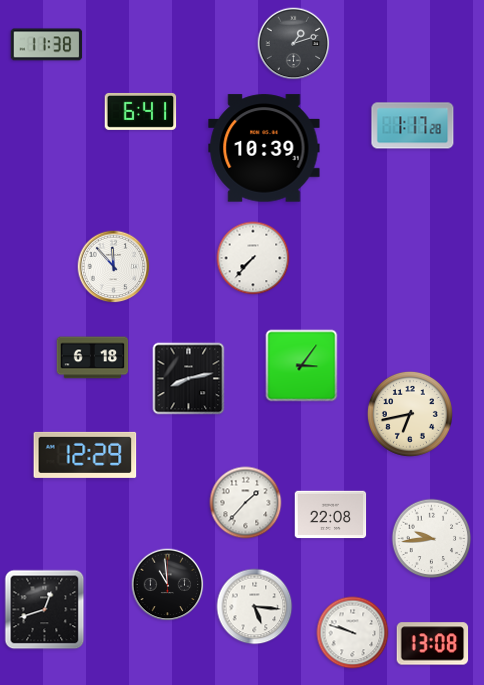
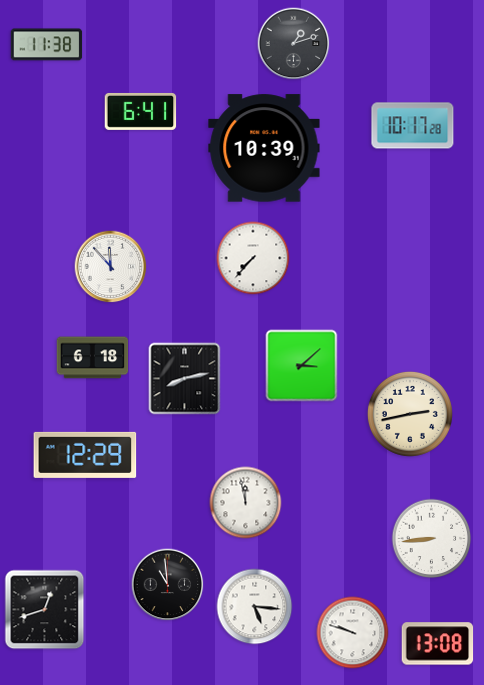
clock at (413, 126): 1:17 -> 10:17
clock at (114, 267) position: (114, 267) -> (111, 267)
clock at (302, 366): 3:06 -> 3:08
clock at (189, 379) position: (189, 379) -> (185, 379)
clock at (410, 414): 6:43 -> 2:43
clock at (246, 503): 1:37 -> 11:58
clock at (331, 515): 22:08 -> none
clock at (432, 539): 9:44 -> 8:44
clock at (433, 644) position: (433, 644) -> (438, 644)
